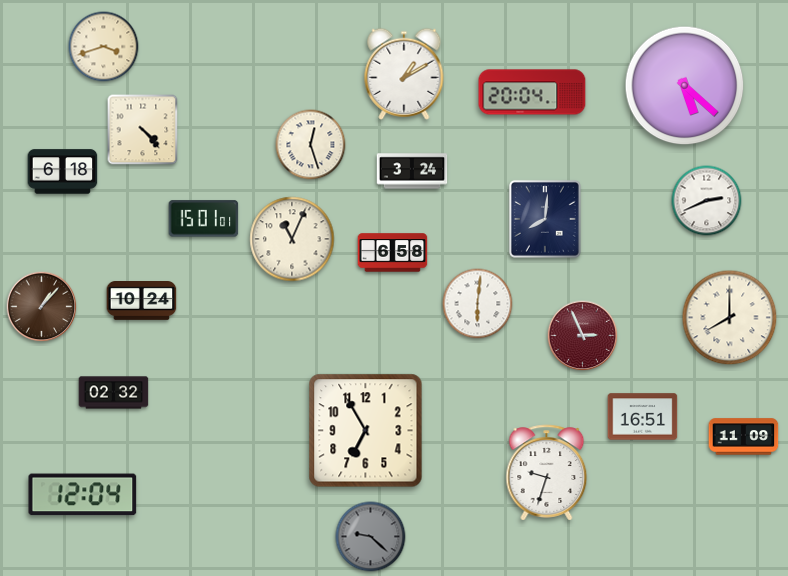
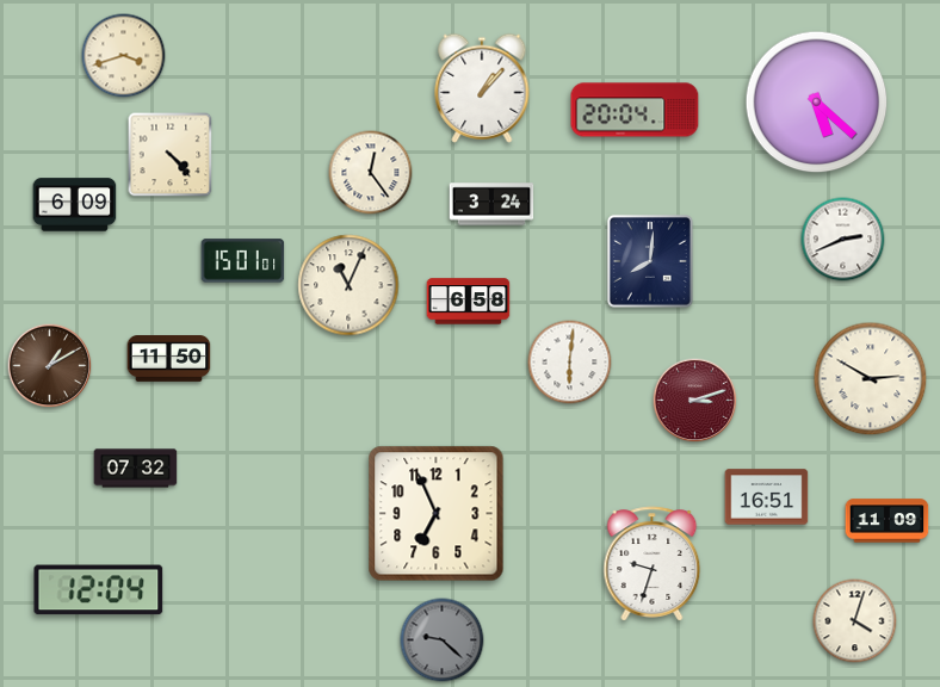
clock at (404, 74): 1:10 -> 1:07
clock at (311, 145): 12:27 -> 12:24
clock at (63, 172): 6:18 -> 6:09
clock at (142, 301): 10:24 -> 11:50
clock at (42, 307): 1:07 -> 1:10
clock at (730, 318): 8:00 -> 2:50
clock at (583, 336): 2:56 -> 3:12
clock at (114, 393): 02:32 -> 07:32
clock at (366, 431): 6:55 -> 6:56
clock at (855, 621): none -> 4:03
